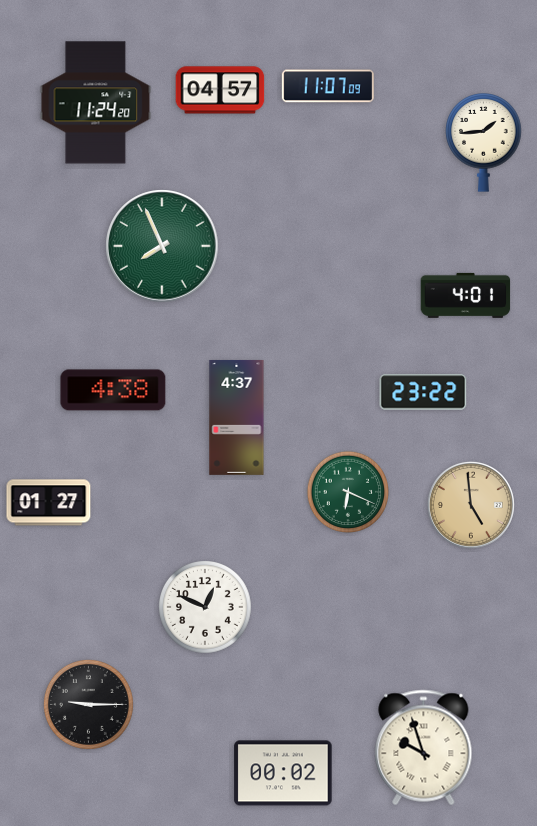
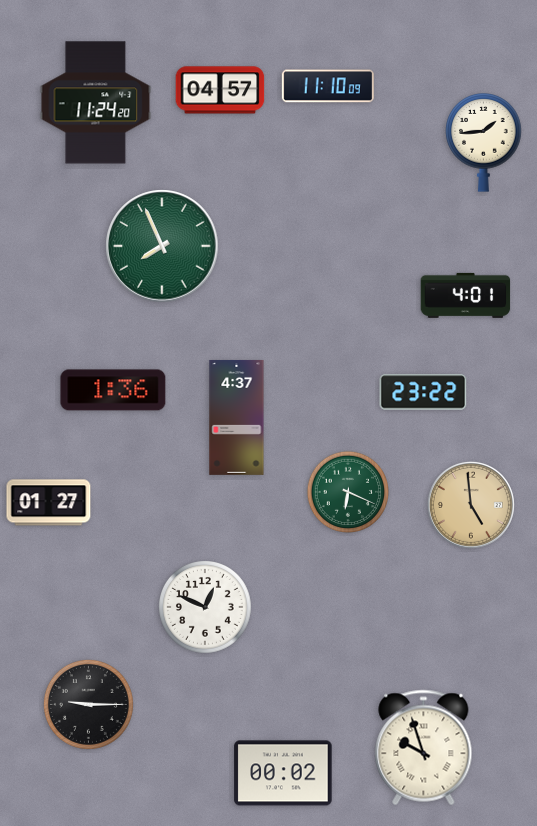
clock at (328, 86): 11:07 -> 11:10
clock at (113, 390): 4:38 -> 1:36
